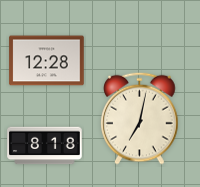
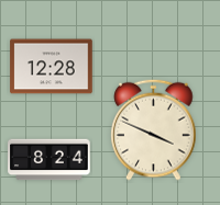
clock at (140, 118): 7:02 -> 3:49
clock at (45, 146): 8:18 -> 8:24
